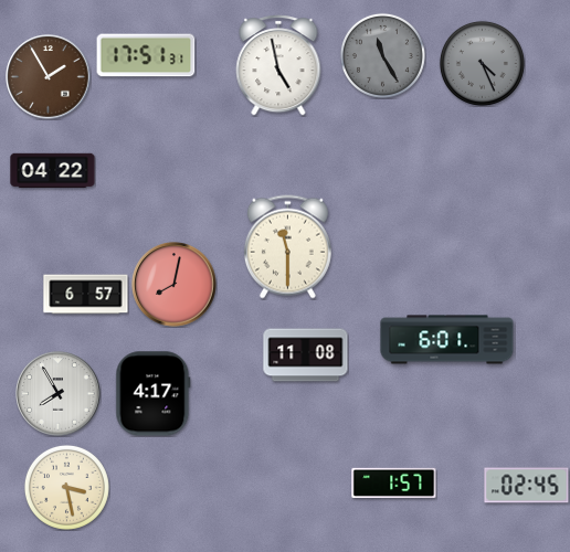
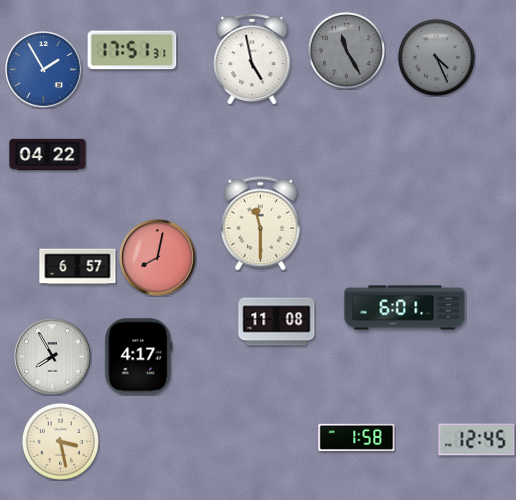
clock at (49, 77) dial: brown -> blue
clock at (394, 482): 1:57 -> 1:58
clock at (527, 486): 02:45 -> 12:45
